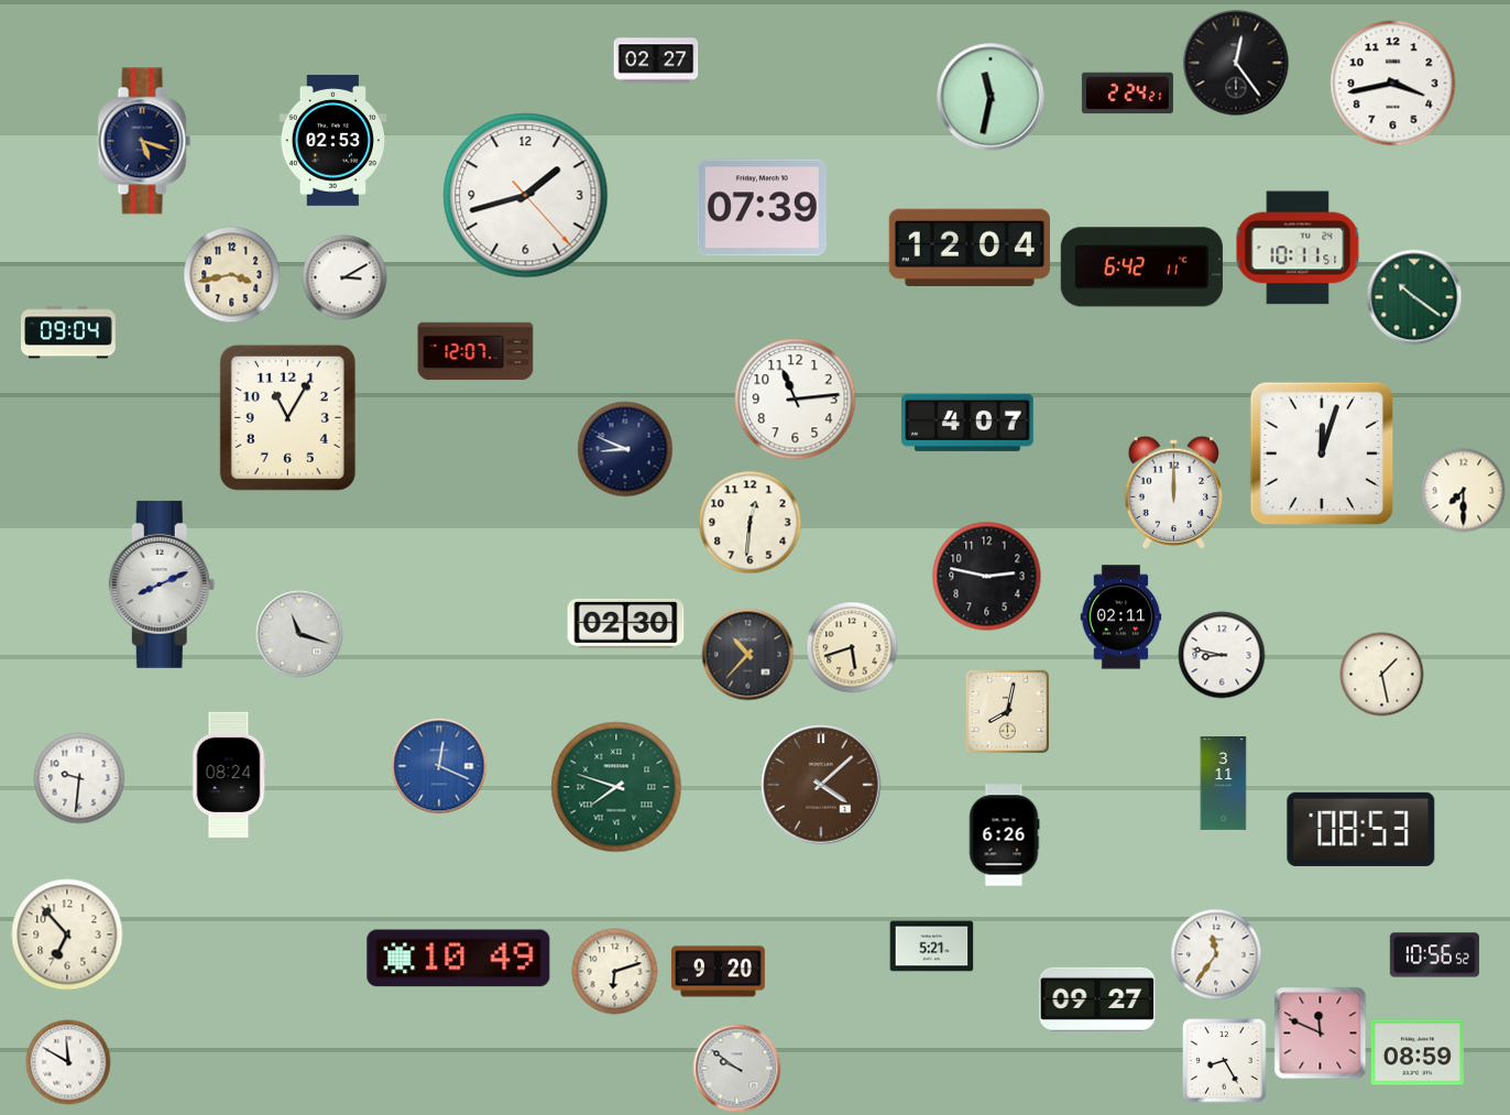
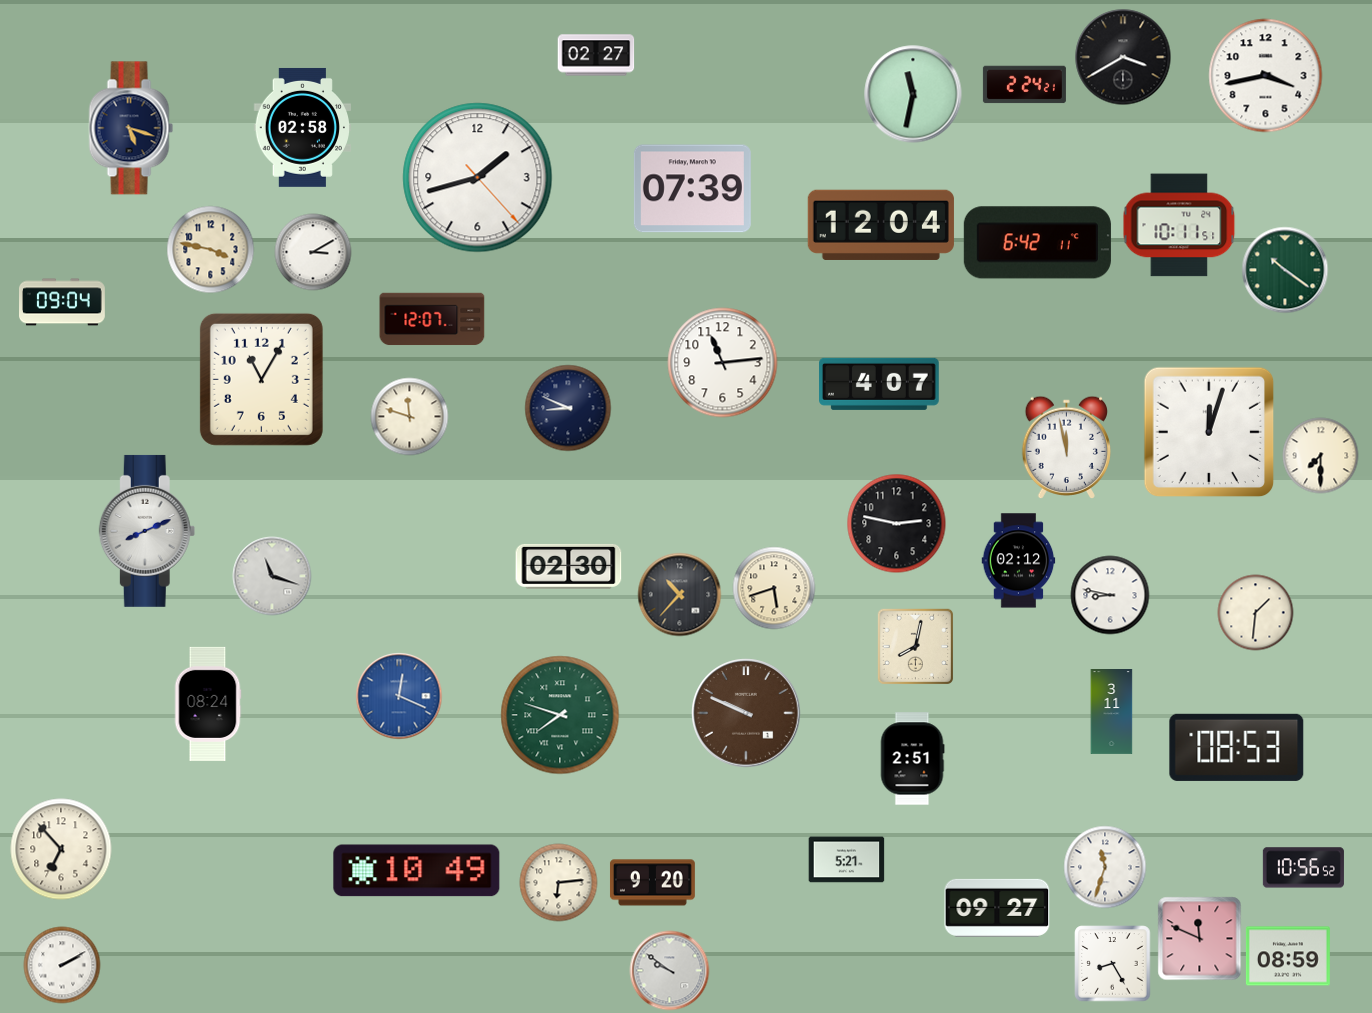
clock at (1236, 63): 12:24 -> 3:40
clock at (991, 97) position: (991, 97) -> (913, 94)
clock at (332, 140): 02:53 -> 02:58
clock at (232, 275): 3:43 -> 3:47
clock at (1322, 453) position: (1322, 453) -> (1209, 432)
clock at (410, 417): none -> 11:48
clock at (1464, 491) position: (1464, 491) -> (1321, 456)
clock at (1173, 492): 12:00 -> 11:58
clock at (751, 523): 12:31 -> none
clock at (1121, 617): 02:11 -> 02:12
clock at (1382, 675): 1:28 -> 1:31
clock at (79, 778): 9:31 -> none
clock at (821, 785): 4:08 -> 9:49
clock at (1361, 829) position: (1361, 829) -> (1237, 747)
clock at (1004, 835): 6:26 -> 2:51
clock at (1216, 954): 11:36 -> 11:33
clock at (615, 972): 6:12 -> 6:14
clock at (68, 1062): 11:50 -> 2:10
